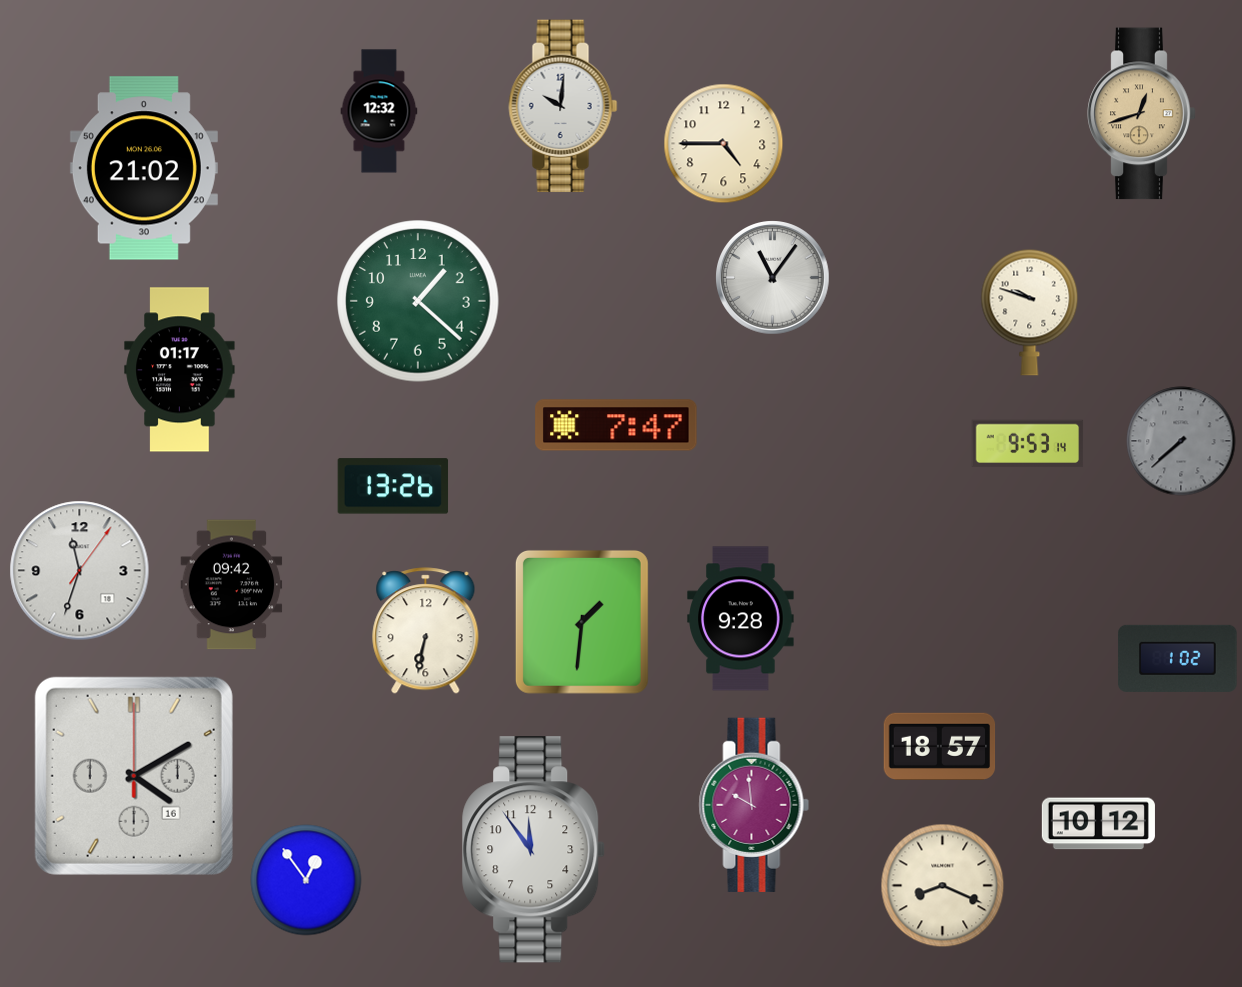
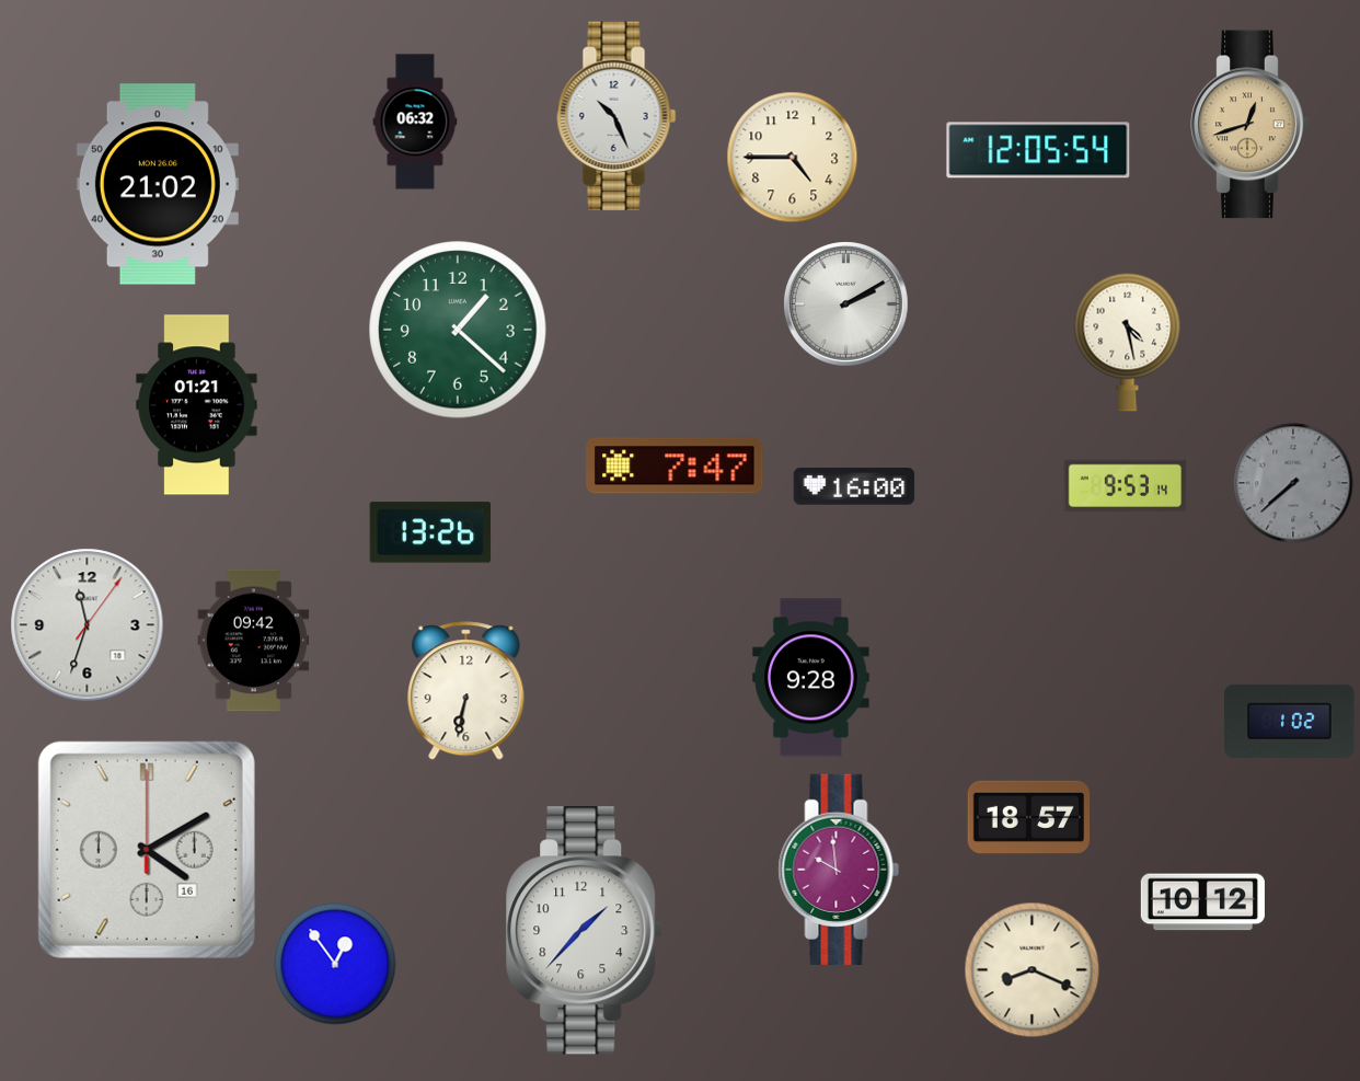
clock at (563, 106): 10:01 -> 10:26
clock at (379, 111): 12:32 -> 06:32
clock at (1038, 150): none -> 12:05
clock at (773, 278): 11:06 -> 2:10
clock at (1030, 312): 9:48 -> 4:28
clock at (180, 370): 01:17 -> 01:21
clock at (854, 487): none -> 16:00
clock at (582, 622): 1:31 -> none
clock at (754, 805) position: (754, 805) -> (839, 870)
clock at (534, 850): 11:54 -> 1:37
